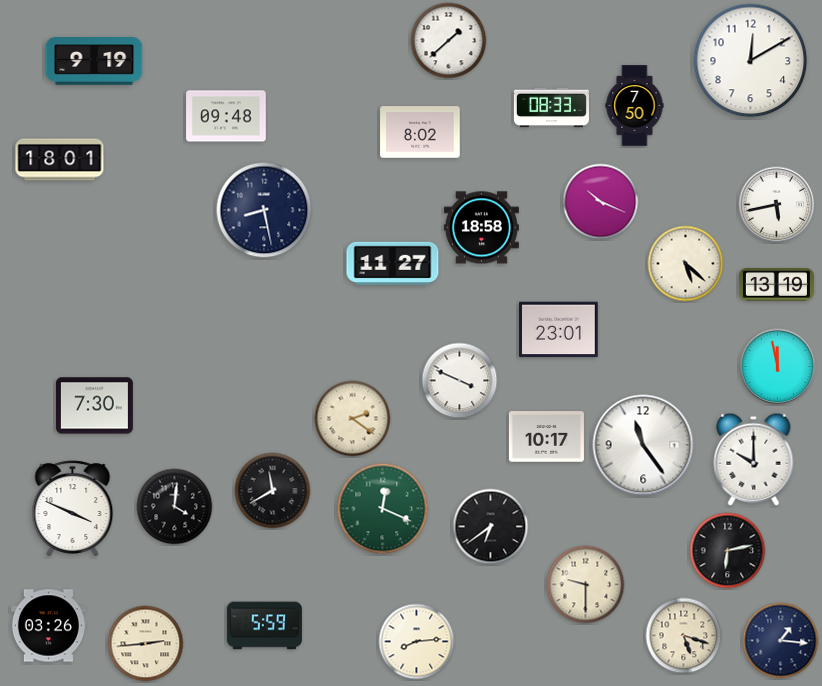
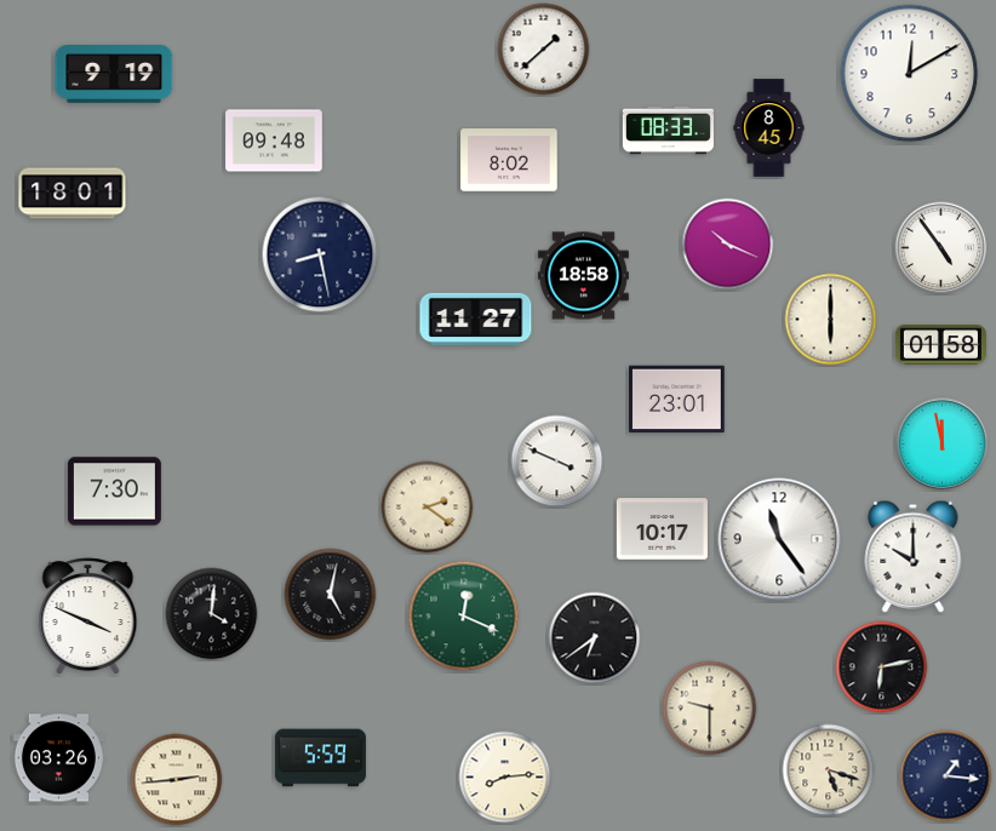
clock at (635, 106): 7:50 -> 8:45
clock at (777, 205): 5:43 -> 4:54
clock at (686, 264): 5:22 -> 6:00
clock at (776, 285): 13:19 -> 01:58
clock at (273, 491): 11:40 -> 5:02
